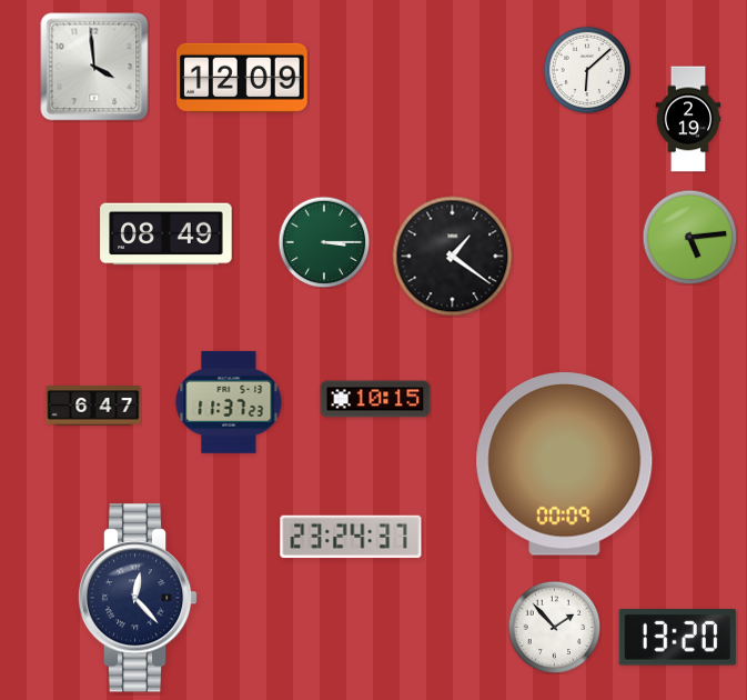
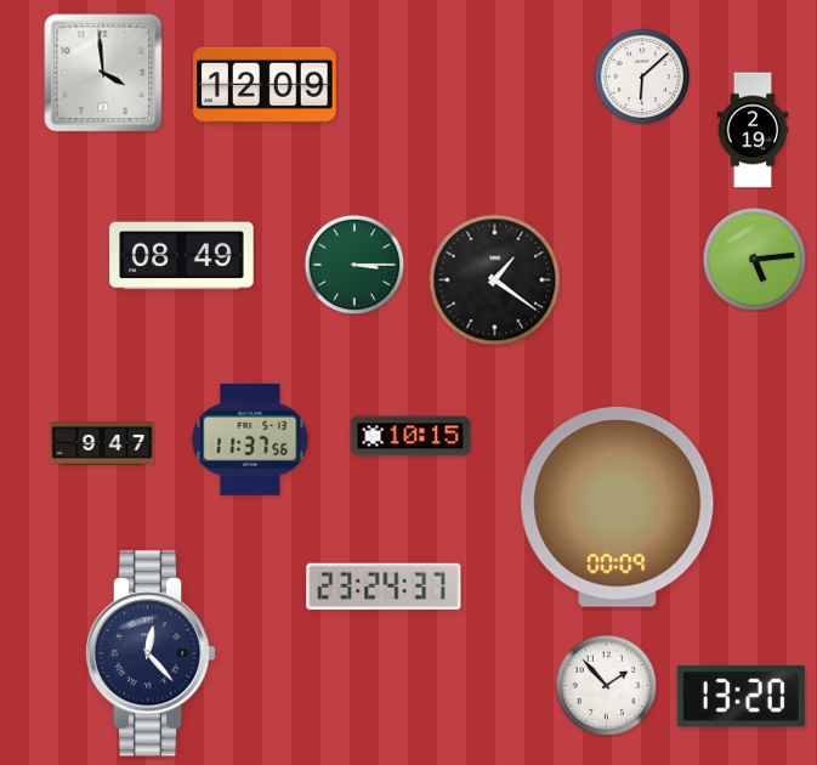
clock at (229, 402): 11:37:23 -> 11:37:56
clock at (93, 406): 6:47 -> 9:47
